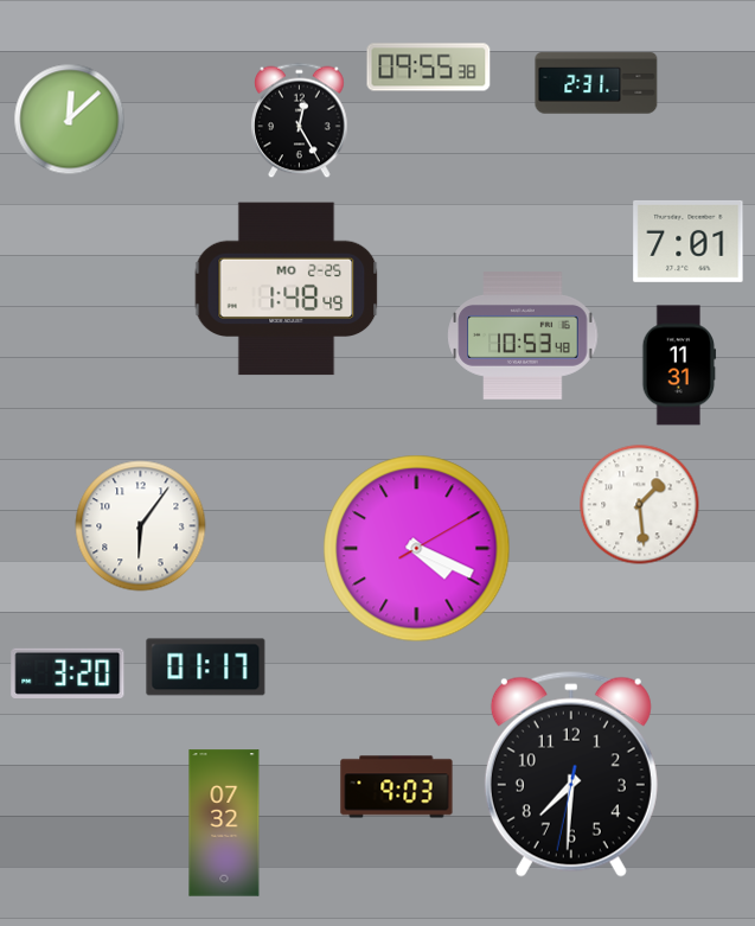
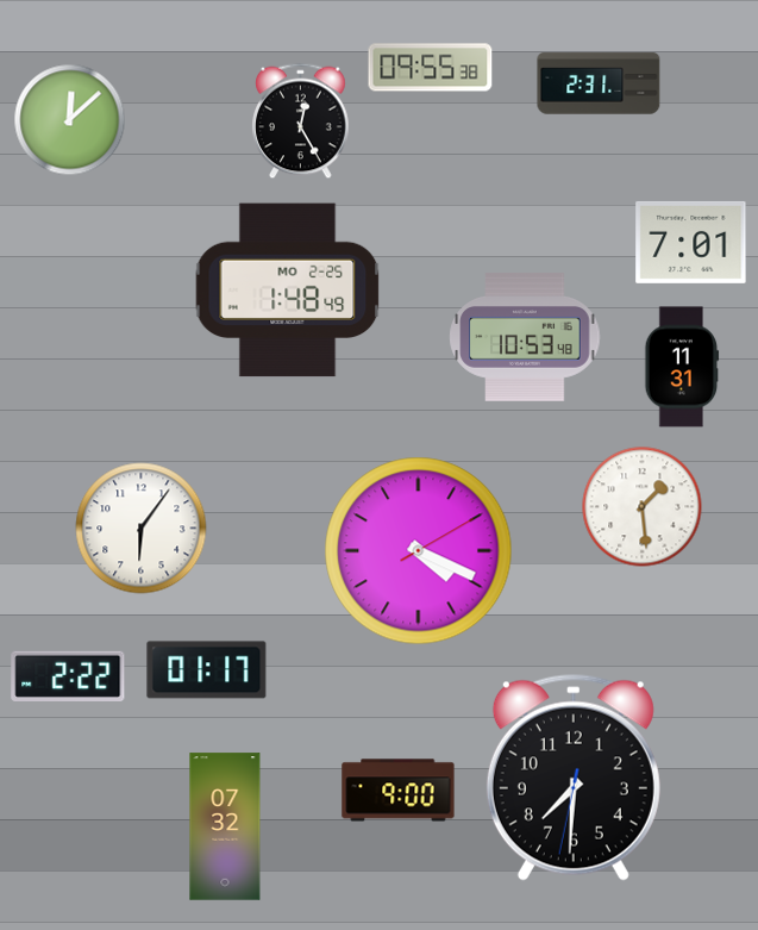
clock at (68, 673): 3:20 -> 2:22
clock at (397, 787): 9:03 -> 9:00
